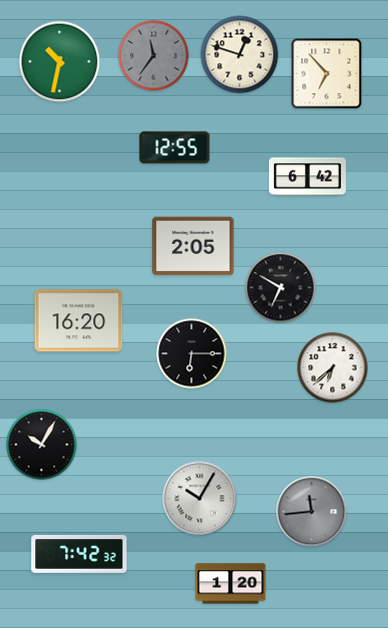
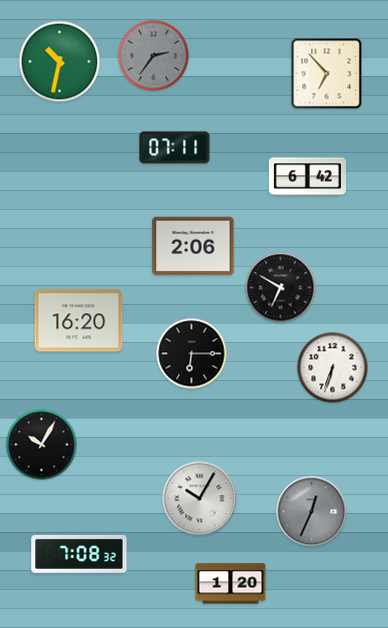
clock at (240, 55): 12:48 -> none
clock at (154, 56): 11:36 -> 2:36
clock at (175, 148): 12:55 -> 07:11
clock at (193, 246): 2:05 -> 2:06
clock at (333, 368): 6:38 -> 6:33
clock at (312, 512): 11:44 -> 12:34
clock at (79, 554): 7:42 -> 7:08
